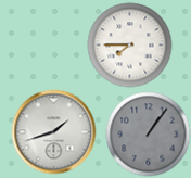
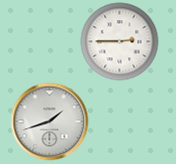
clock at (129, 44): 7:45 -> 2:45
clock at (148, 133): 1:06 -> none
